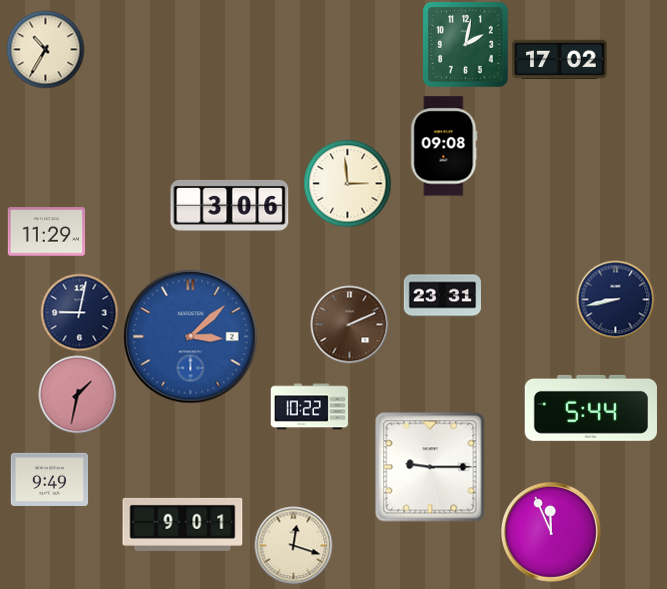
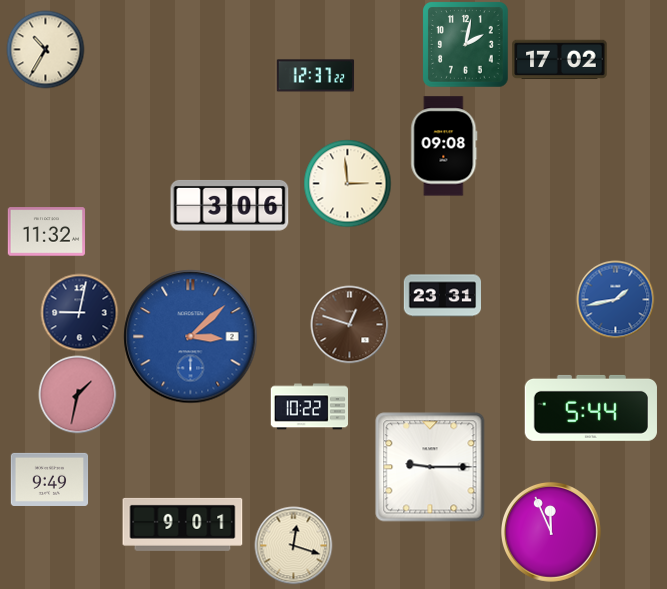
clock at (315, 76): none -> 12:37
clock at (46, 232): 11:29 -> 11:32
clock at (615, 299): 8:43 -> 1:43
clock at (615, 299) dial: navy -> blue
clock at (349, 324): 2:11 -> 12:48
